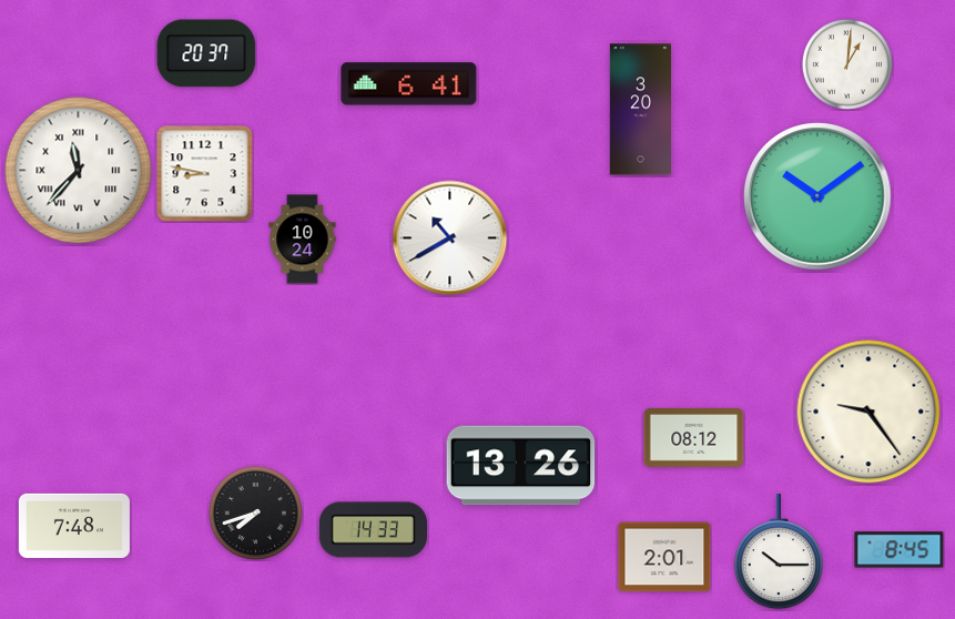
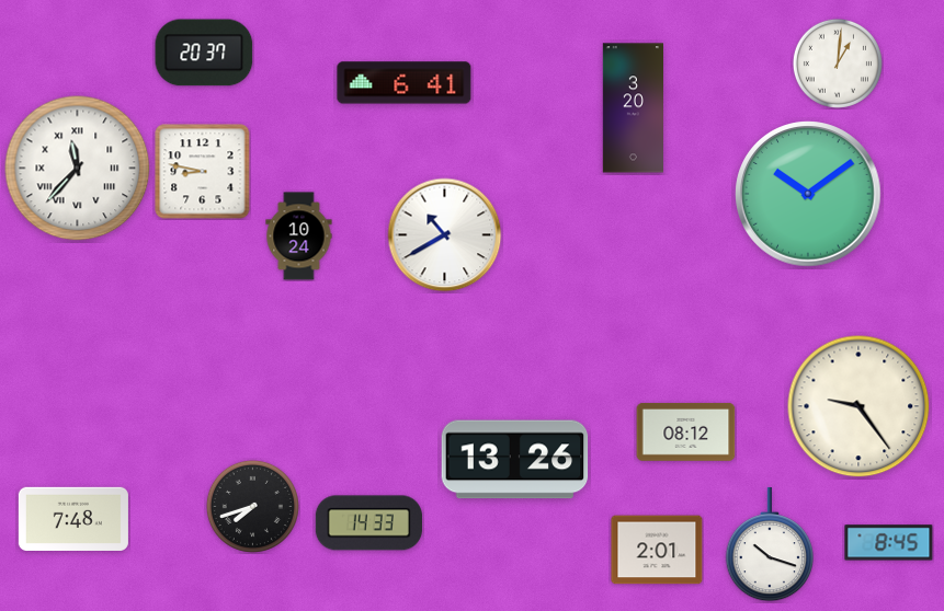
clock at (778, 551): 10:15 -> 10:18
